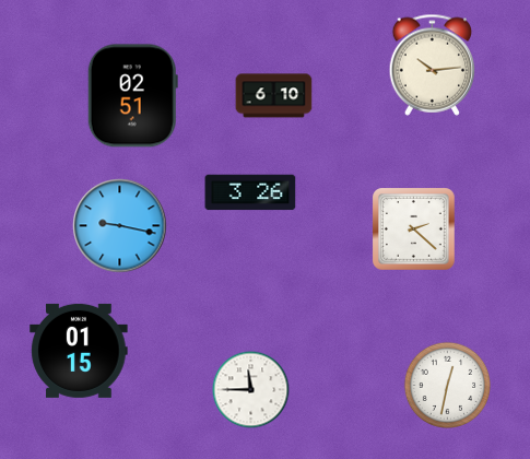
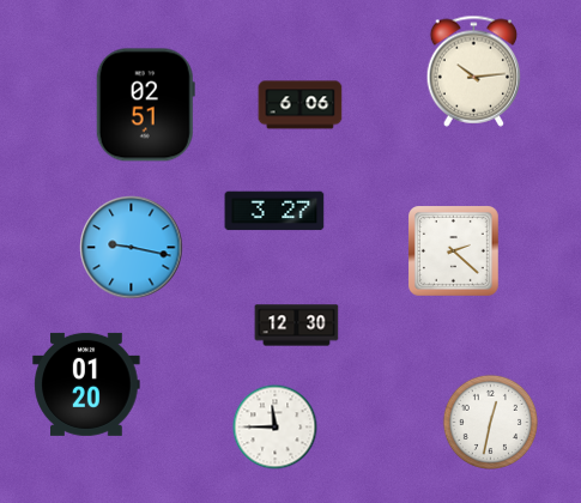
clock at (274, 96): 6:10 -> 6:06
clock at (250, 192): 3:26 -> 3:27
clock at (297, 326): none -> 12:30
clock at (79, 351): 01:15 -> 01:20
